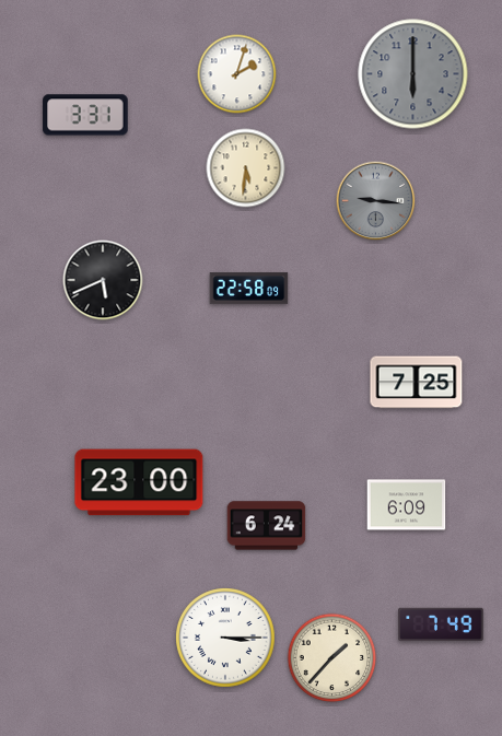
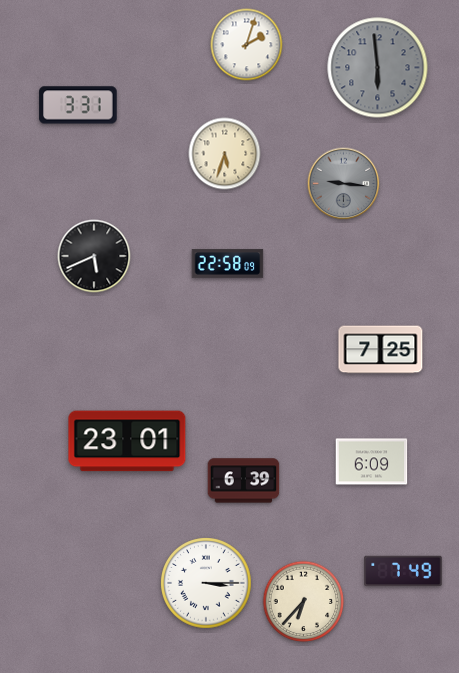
clock at (237, 74) position: (237, 74) -> (247, 45)
clock at (413, 74): 6:00 -> 5:59
clock at (246, 168): 5:31 -> 5:33
clock at (139, 482): 23:00 -> 23:01
clock at (267, 526): 6:24 -> 6:39
clock at (332, 658): 1:37 -> 6:37
